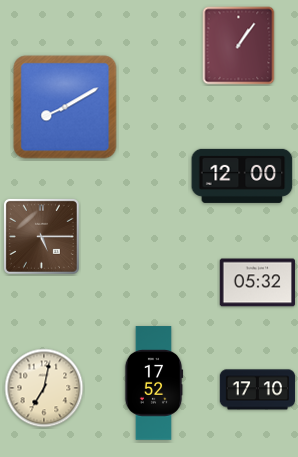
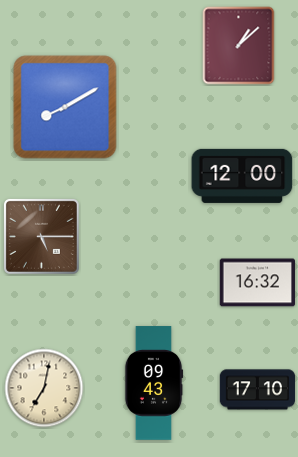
clock at (239, 46): 1:06 -> 1:08
clock at (257, 283): 05:32 -> 16:32
clock at (154, 383): 17:52 -> 09:43
